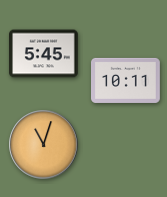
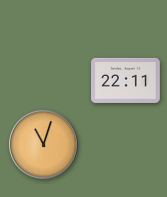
clock at (44, 54): 5:45 -> none
clock at (126, 80): 10:11 -> 22:11
